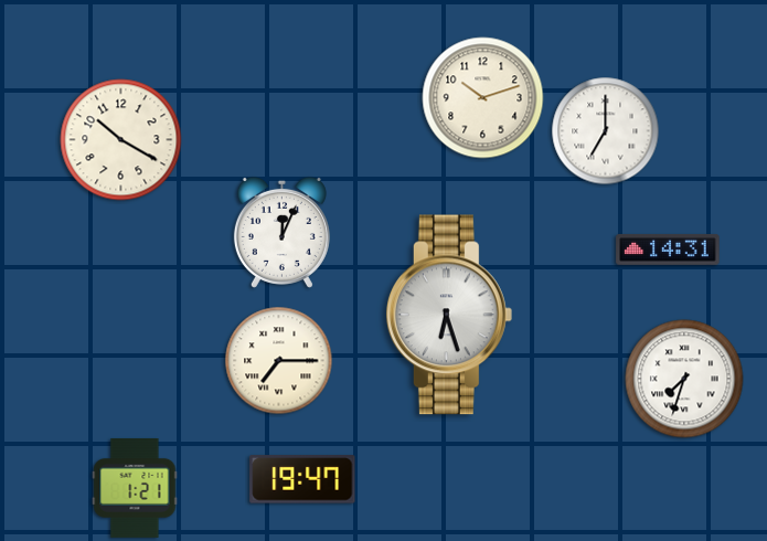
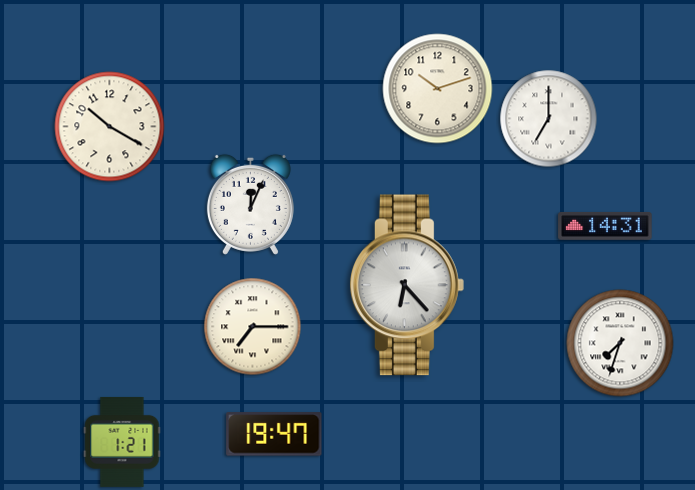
clock at (281, 232) position: (281, 232) -> (250, 204)
clock at (449, 315): 6:27 -> 6:23
